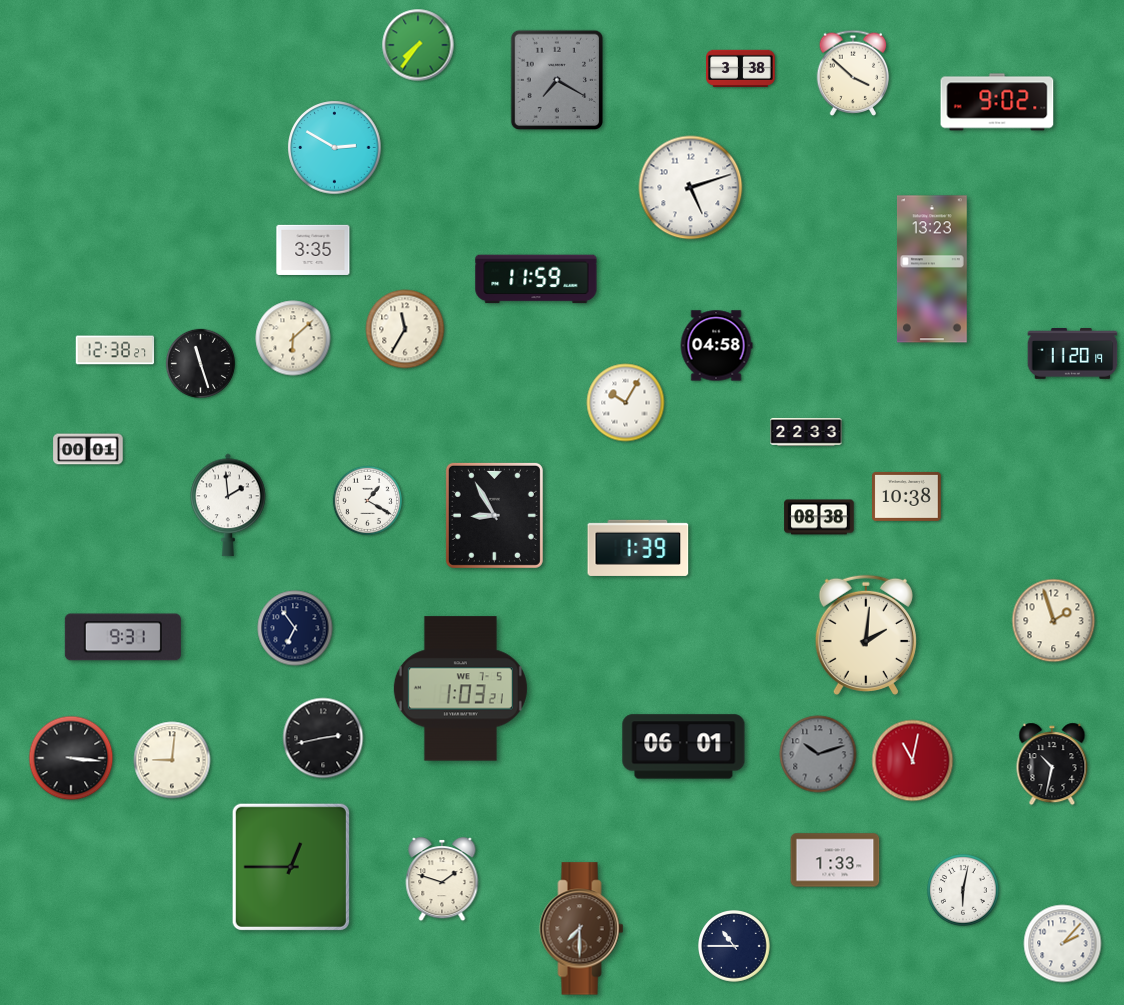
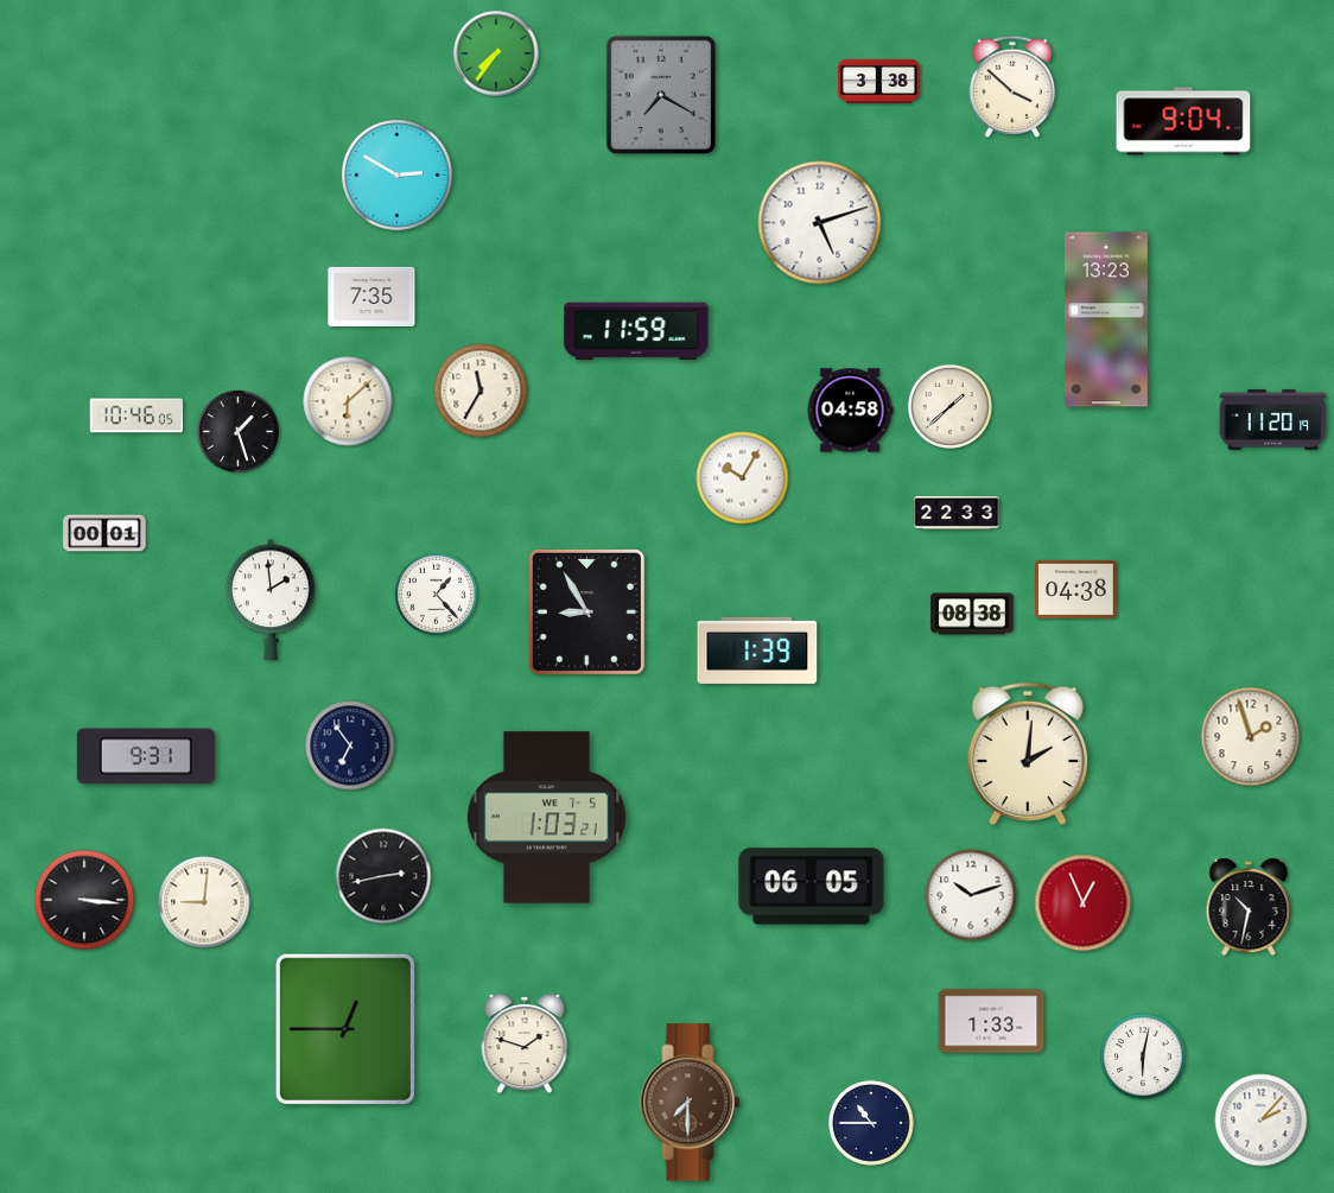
clock at (997, 102): 9:02 -> 9:04
clock at (313, 250): 3:35 -> 7:35
clock at (949, 406): none -> 1:38
clock at (115, 350): 12:38 -> 10:46
clock at (200, 363): 11:27 -> 1:27
clock at (907, 496): 10:38 -> 04:38
clock at (367, 500): 1:20 -> 1:23
clock at (684, 747): 06:01 -> 06:05
clock at (818, 754) dial: grey -> white
clock at (913, 761): 11:02 -> 12:56
